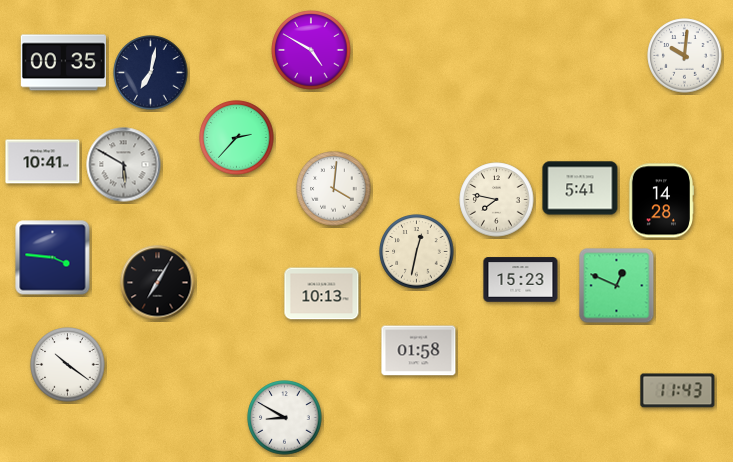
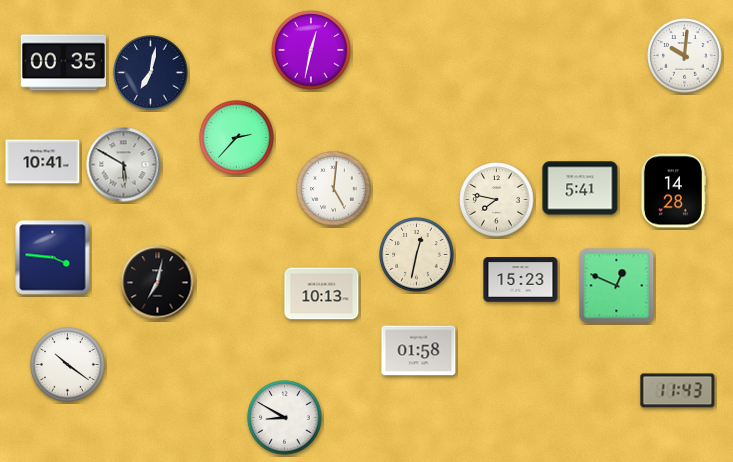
clock at (311, 50): 4:50 -> 12:32
clock at (334, 189): 4:01 -> 5:01
clock at (660, 201) position: (660, 201) -> (672, 191)
clock at (417, 252) position: (417, 252) -> (417, 255)
clock at (158, 283): 7:05 -> 7:02
